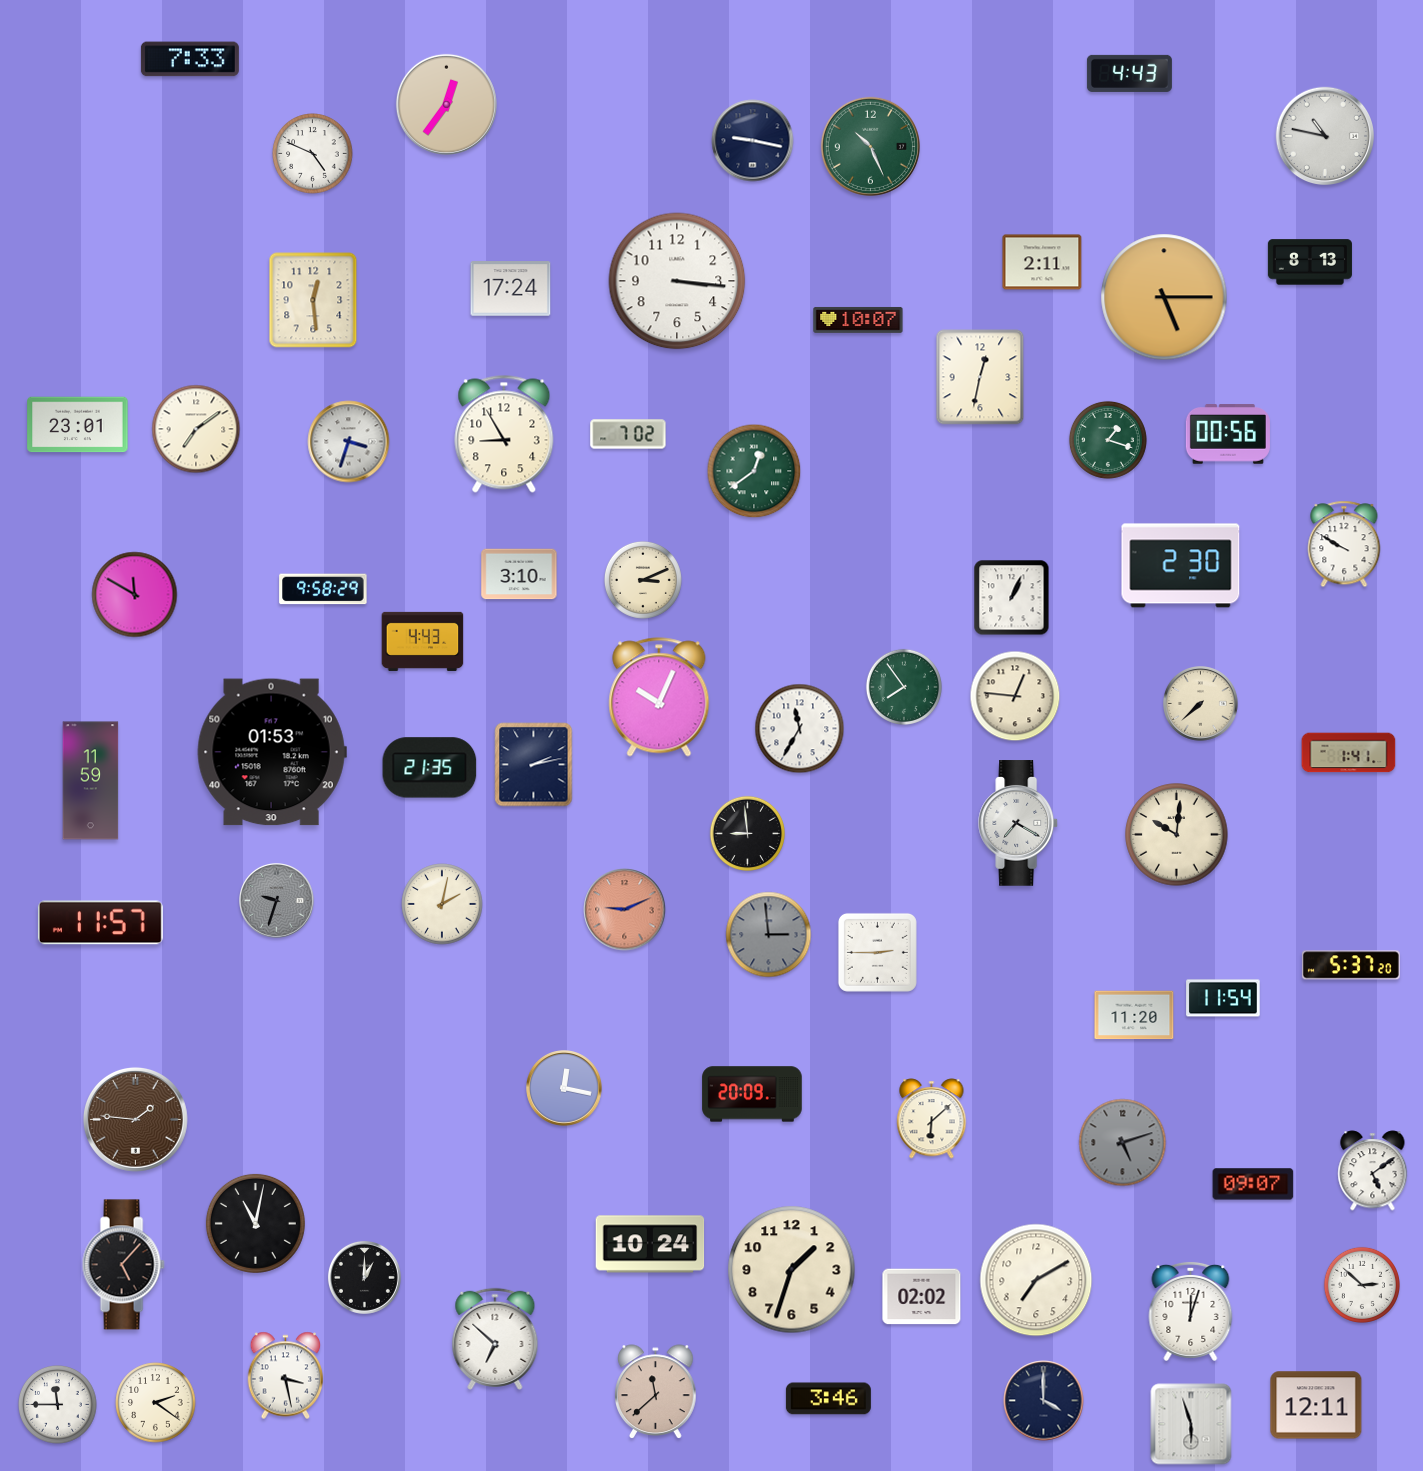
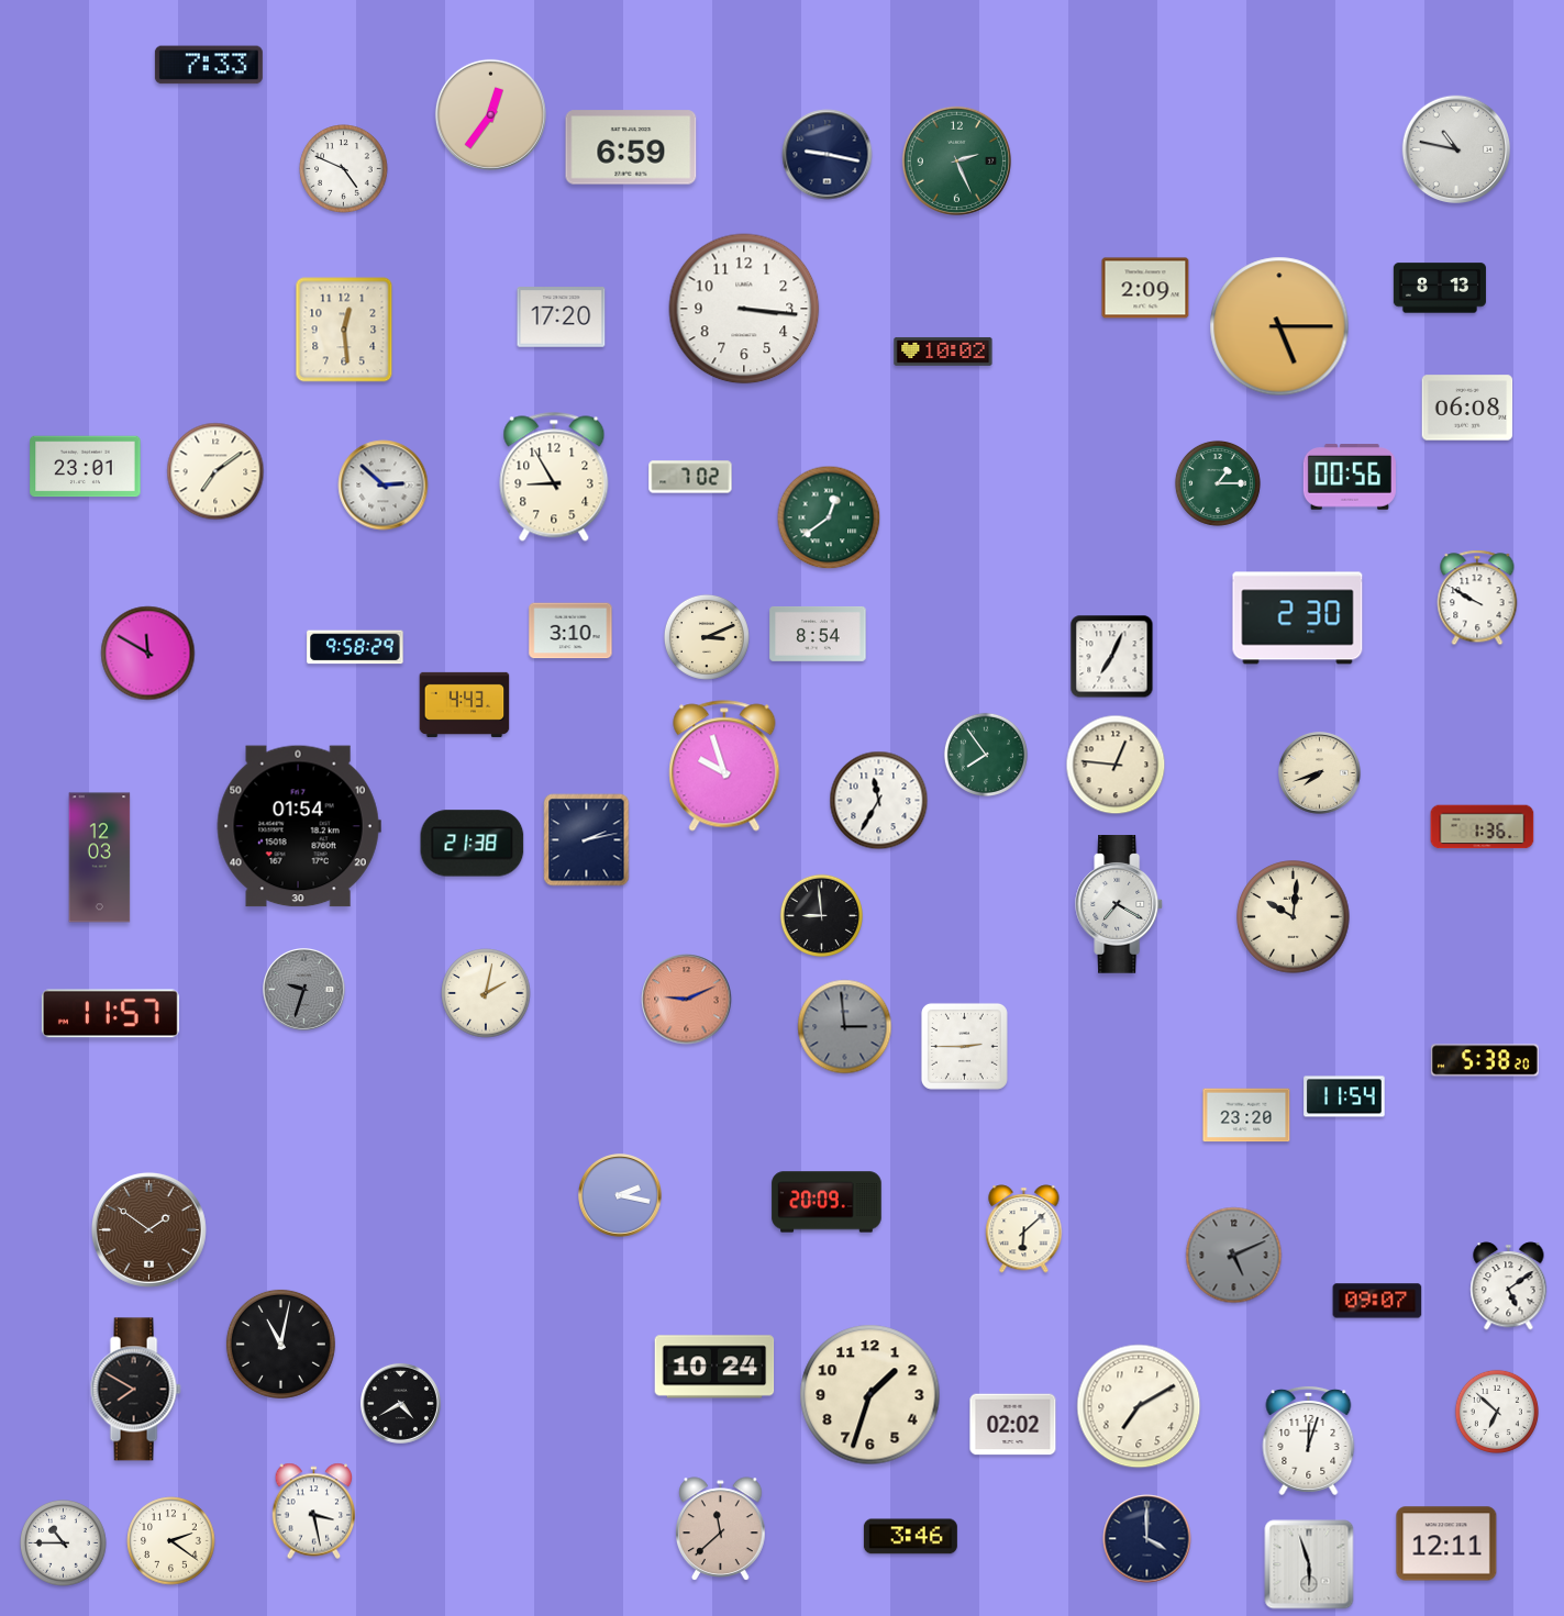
clock at (1129, 73): 4:43 -> none
clock at (631, 147): none -> 6:59
clock at (870, 146): 10:26 -> 2:26
clock at (1042, 262): 2:11 -> 2:09
clock at (511, 289): 17:24 -> 17:20
clock at (858, 320): 10:07 -> 10:02
clock at (1467, 408): none -> 06:08
clock at (980, 377): 12:32 -> none
clock at (1108, 440): 1:18 -> 1:15
clock at (349, 442): 3:33 -> 2:52
clock at (1181, 566) position: (1181, 566) -> (1298, 618)
clock at (818, 634): none -> 8:54
clock at (1012, 598): 1:04 -> 7:04
clock at (904, 687) position: (904, 687) -> (986, 755)
clock at (659, 697): 10:04 -> 9:57
clock at (1201, 704): 7:38 -> 7:42
clock at (272, 752): 01:53 -> 01:54
clock at (1349, 753): 1:41 -> 1:36
clock at (430, 768): 21:35 -> 21:38
clock at (91, 781): 11:59 -> 12:03
clock at (1351, 965): 5:37 -> 5:38
clock at (1134, 1015): 11:20 -> 23:20
clock at (564, 1088): 12:17 -> 2:17
clock at (135, 1119): 1:46 -> 1:51
clock at (1123, 1143): 5:12 -> 5:11
clock at (123, 1265): 5:07 -> 7:50
clock at (364, 1277): 1:00 -> 4:40
clock at (1362, 1285): 2:52 -> 6:52
clock at (495, 1339): 6:52 -> none
clock at (58, 1405): 11:45 -> 10:45
